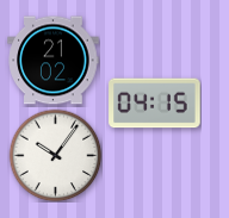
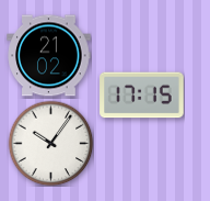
clock at (155, 104): 04:15 -> 17:15
